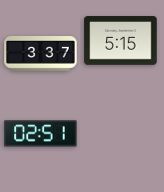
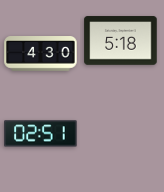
clock at (121, 41): 5:15 -> 5:18
clock at (41, 54): 3:37 -> 4:30
